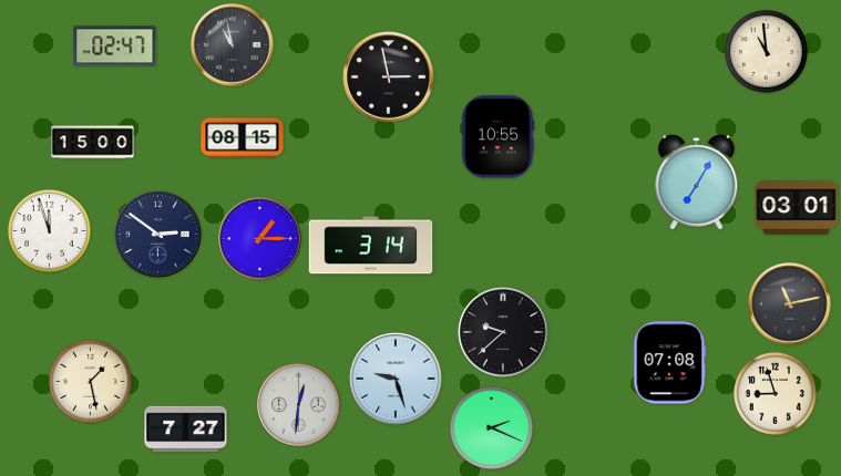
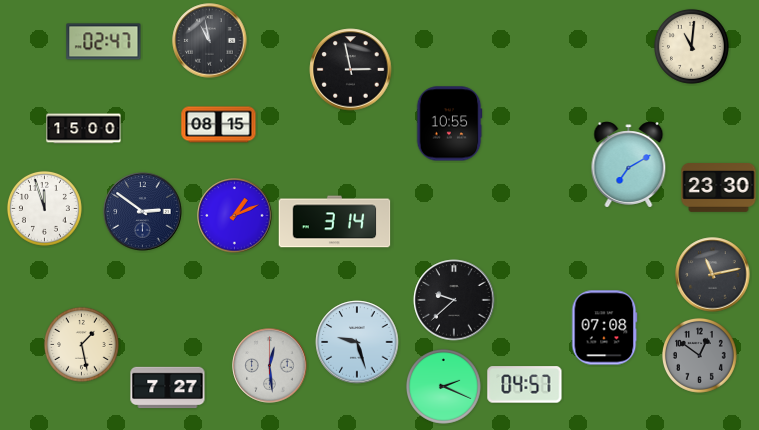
clock at (766, 51): 10:59 -> 11:01
clock at (697, 183): 7:05 -> 7:10
clock at (797, 208): 03:01 -> 23:30
clock at (260, 239): 1:15 -> 1:11
clock at (775, 393): 8:57 -> 12:51
clock at (775, 393) dial: cream -> grey
clock at (299, 405): 12:31 -> 12:29
clock at (525, 385): none -> 04:57
